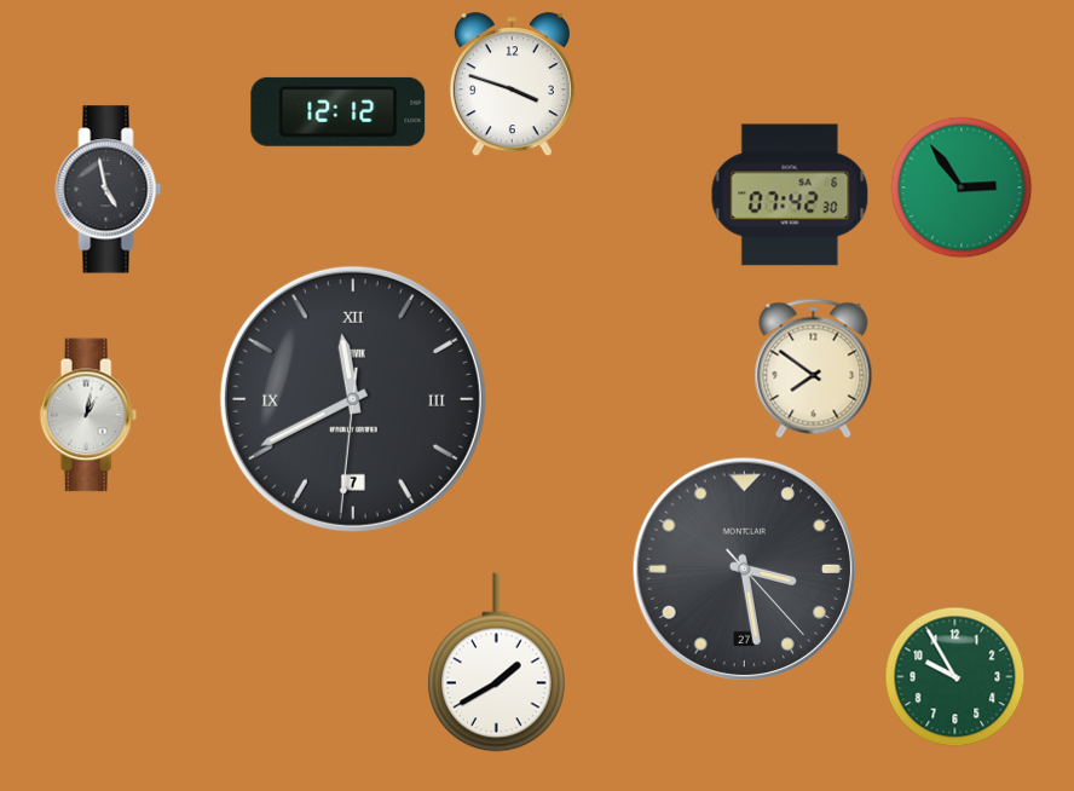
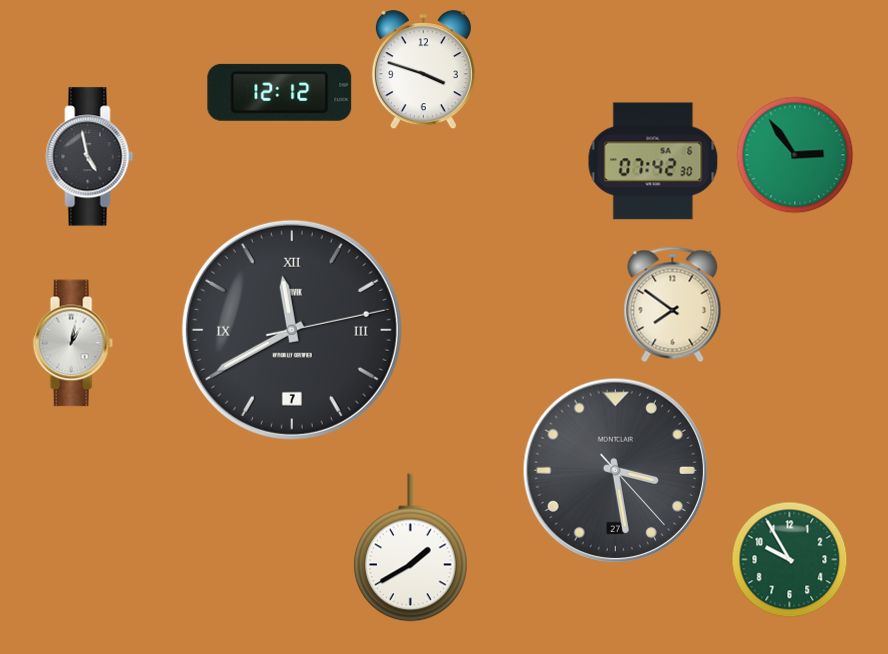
clock at (353, 399): 11:40:31 -> 11:40:13
